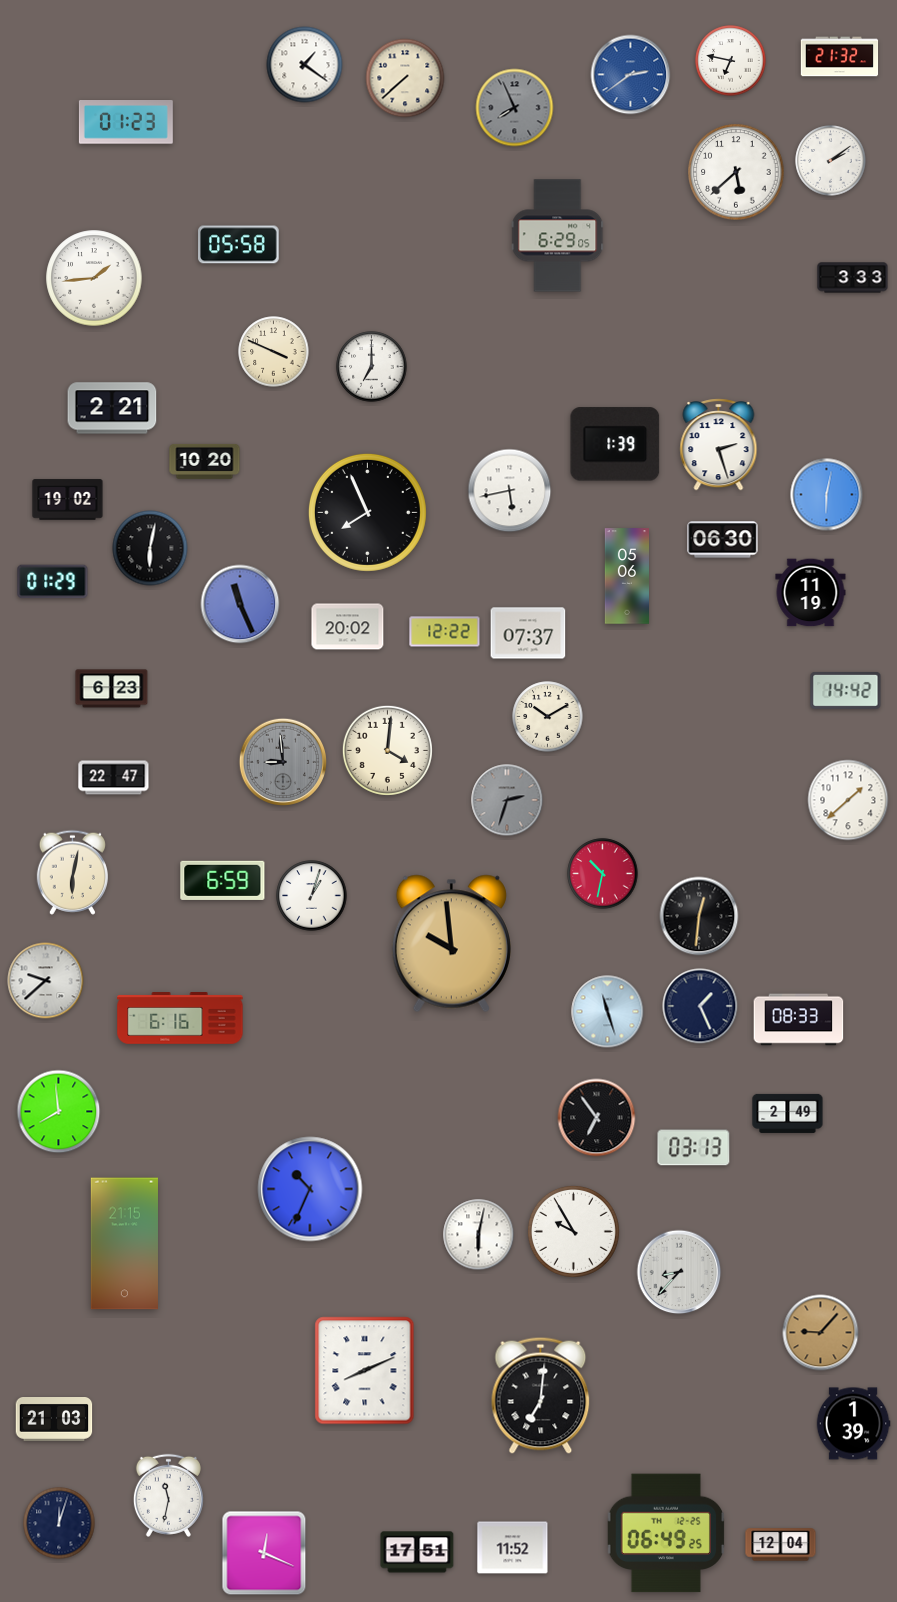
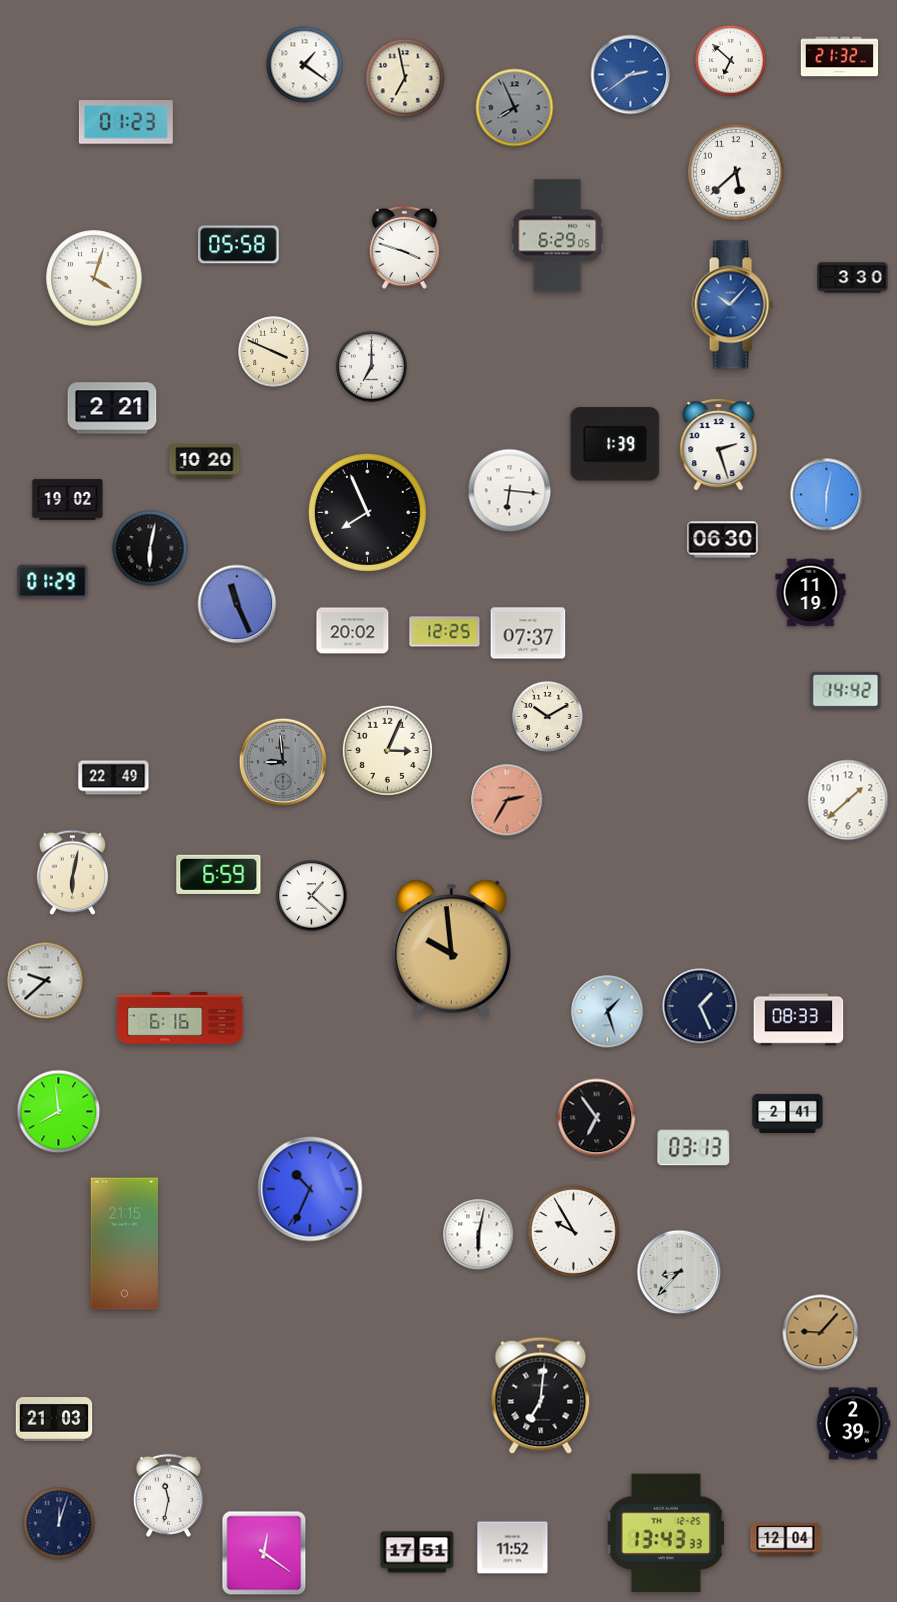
clock at (731, 61): 6:47 -> 6:52
clock at (405, 78): 7:38 -> 6:58
clock at (831, 161): 2:09 -> none
clock at (404, 247): none -> 3:48
clock at (94, 278): 1:44 -> 4:03
clock at (853, 278): 3:33 -> 3:30
clock at (732, 305): none -> 10:07
clock at (510, 491): 5:43 -> 6:16
clock at (626, 576): 05:06 -> none
clock at (240, 604) position: (240, 604) -> (237, 604)
clock at (348, 627) position: (348, 627) -> (353, 631)
clock at (445, 632): 12:22 -> 12:25
clock at (112, 689): 6:23 -> none
clock at (387, 750): 4:01 -> 3:04
clock at (114, 778): 22:47 -> 22:49
clock at (507, 800): 2:33 -> 2:35
clock at (507, 800) dial: grey -> salmon
clock at (603, 874): 10:32 -> none
clock at (223, 880) position: (223, 880) -> (219, 874)
clock at (312, 896): 1:03 -> 1:22
clock at (699, 916): 12:31 -> none
clock at (451, 944) position: (451, 944) -> (451, 949)
clock at (608, 1012): 11:27 -> 1:27
clock at (788, 1113): 2:49 -> 2:41
clock at (365, 1371): 8:11 -> none
clock at (853, 1424): 1:39 -> 2:39
clock at (665, 1533): 06:49 -> 13:43
clock at (781, 1545) position: (781, 1545) -> (786, 1540)
clock at (264, 1553): 12:19 -> 12:21
